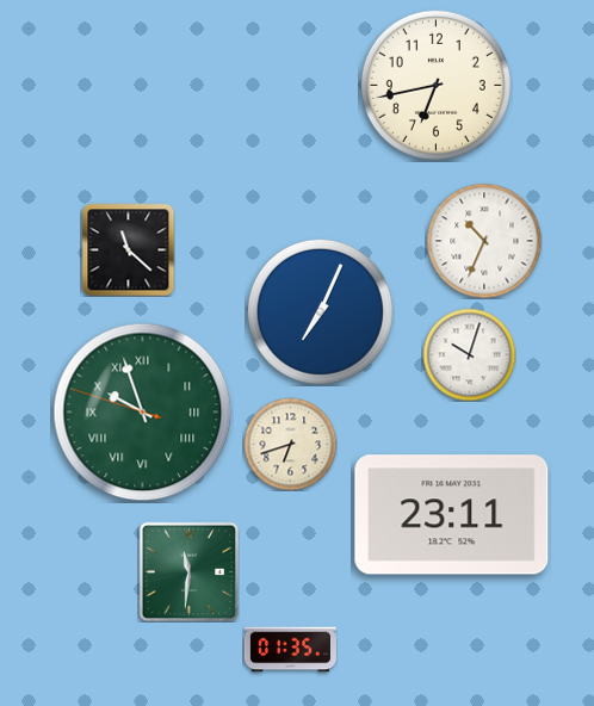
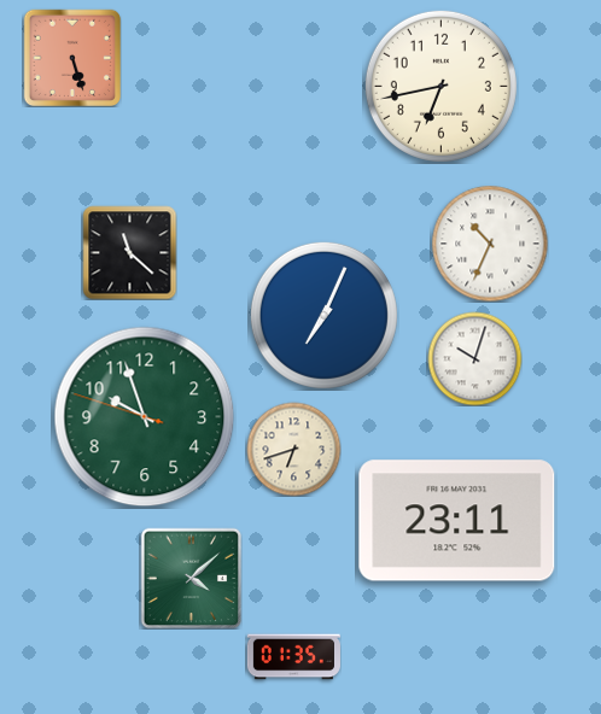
clock at (72, 58): none -> 5:27
clock at (143, 413) numerals: Roman -> Arabic
clock at (188, 571): 11:31 -> 4:08
